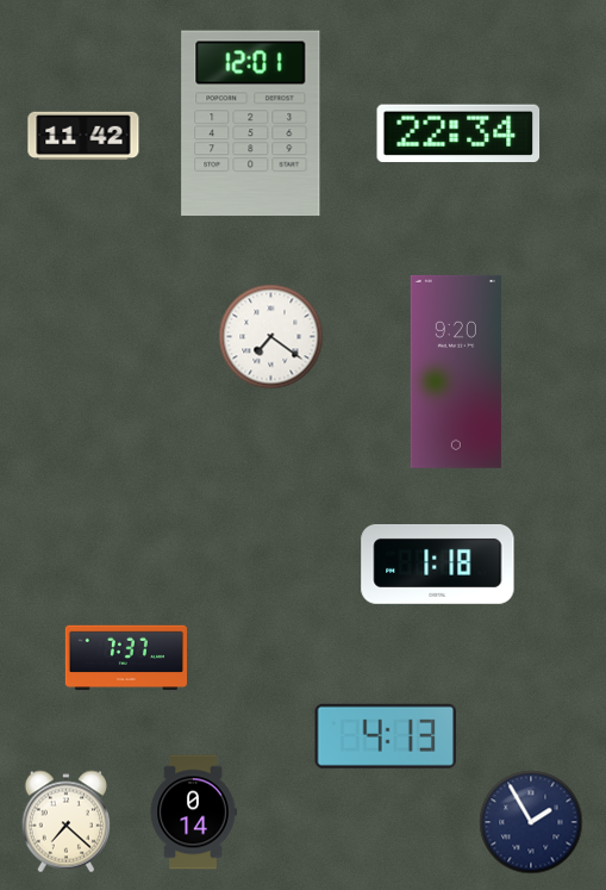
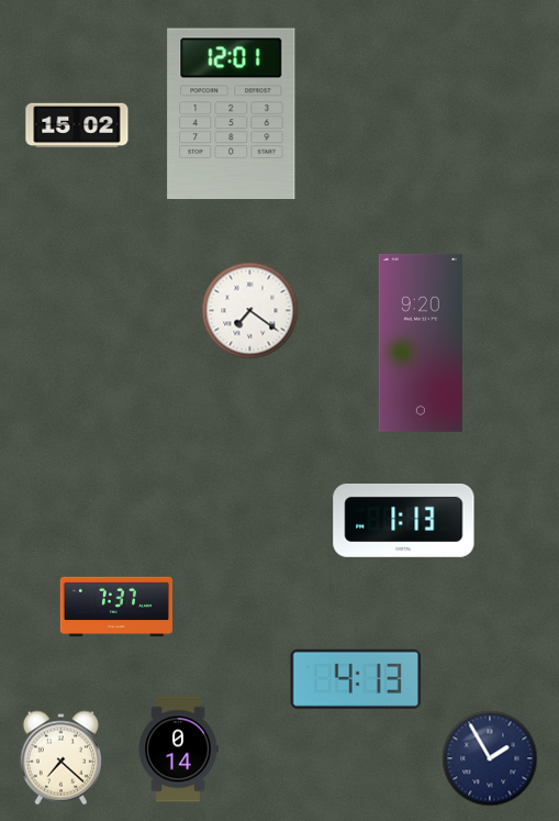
clock at (458, 133): 22:34 -> none
clock at (83, 136): 11:42 -> 15:02
clock at (438, 564): 1:18 -> 1:13
